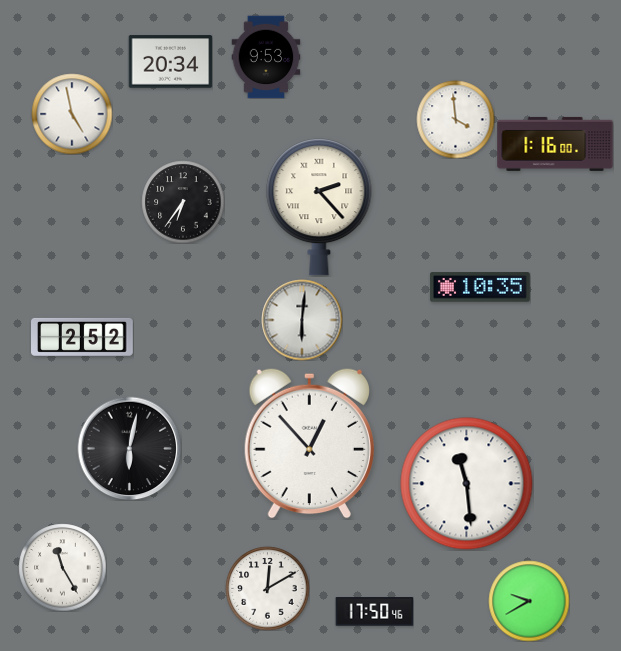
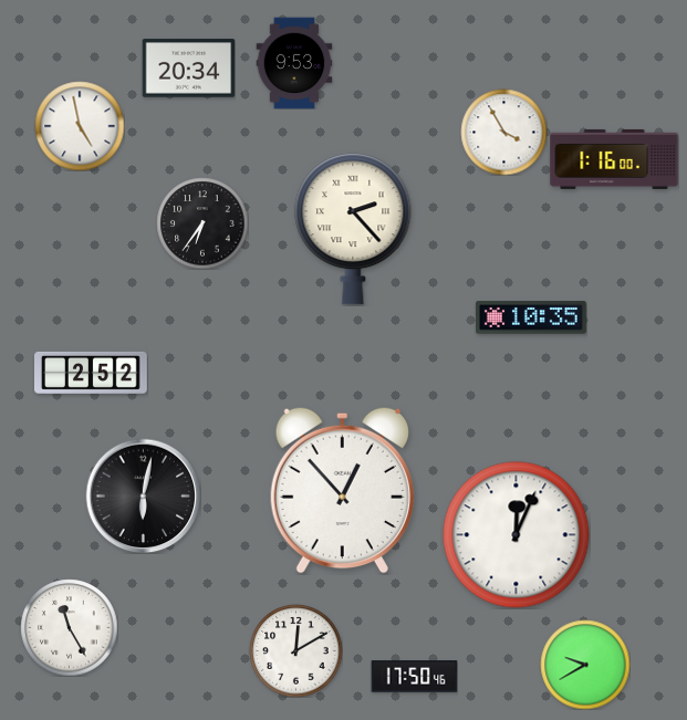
clock at (455, 119): 3:59 -> 3:55
clock at (302, 320): 6:01 -> none
clock at (467, 484): 11:29 -> 12:04
